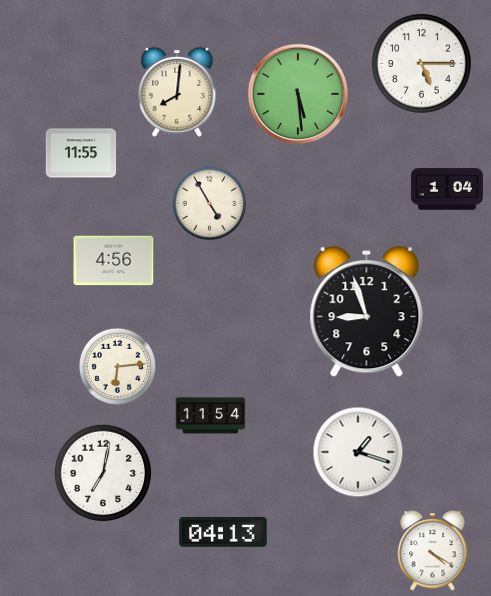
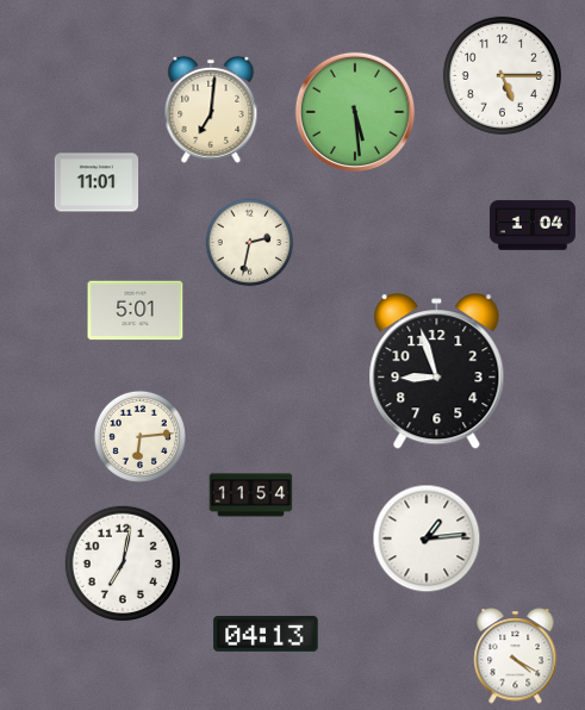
clock at (177, 92): 8:01 -> 7:01
clock at (81, 153): 11:55 -> 11:01
clock at (210, 204): 4:55 -> 2:32
clock at (114, 261): 4:56 -> 5:01
clock at (358, 452): 1:18 -> 1:14
